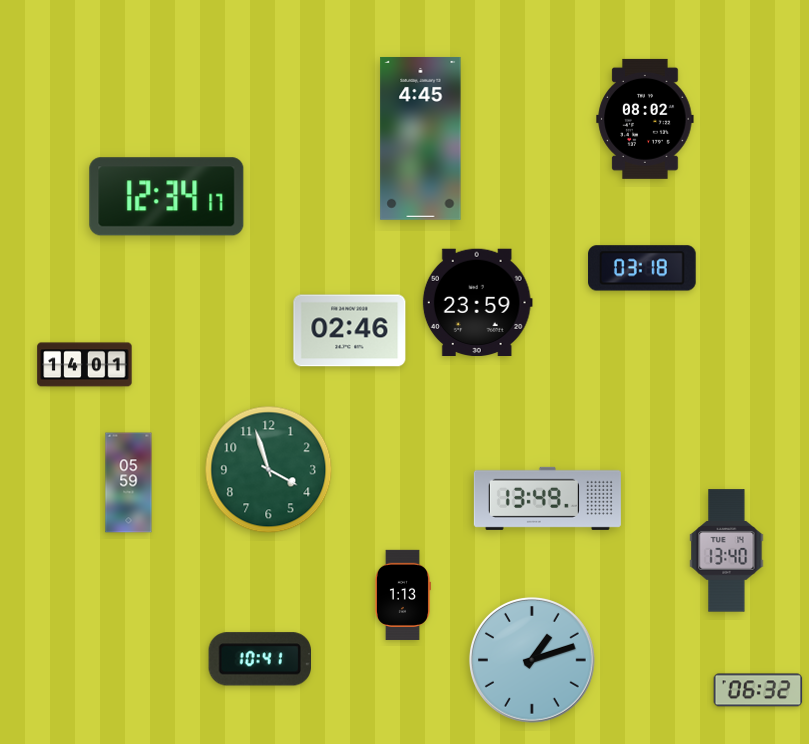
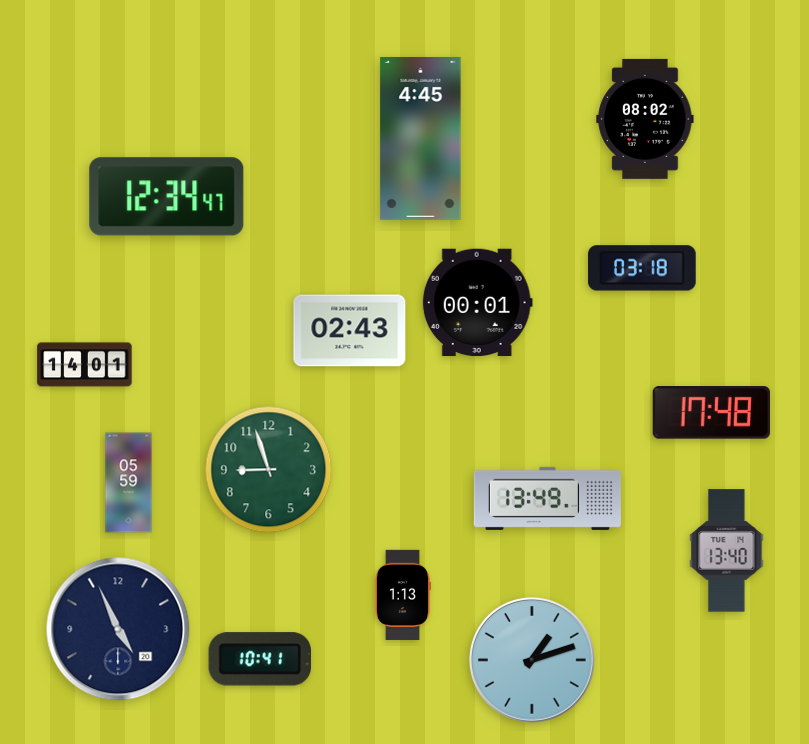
clock at (167, 197): 12:34:17 -> 12:34:47
clock at (477, 303): 23:59 -> 00:01
clock at (350, 331): 02:46 -> 02:43
clock at (711, 413): none -> 17:48
clock at (269, 470): 3:57 -> 8:57
clock at (118, 629): none -> 4:56
clock at (758, 690): 06:32 -> none
